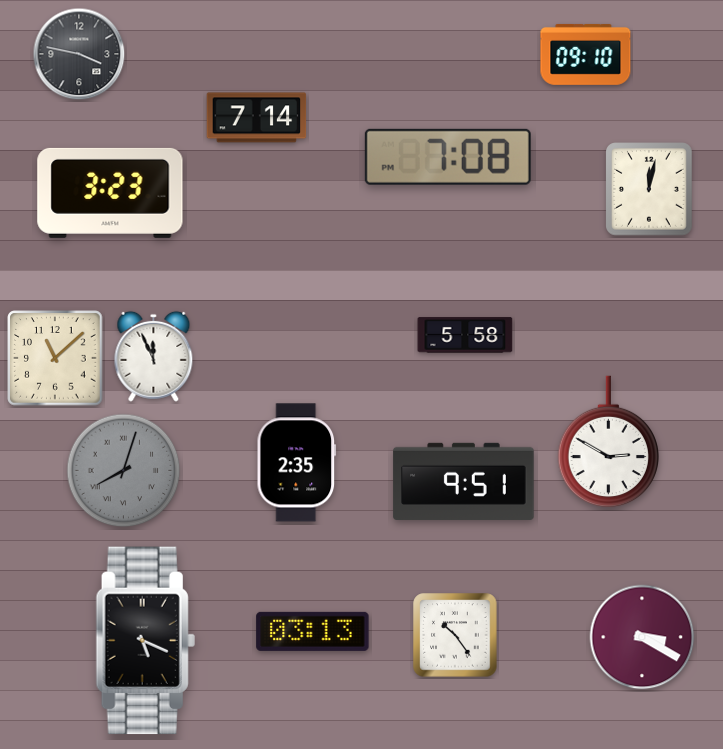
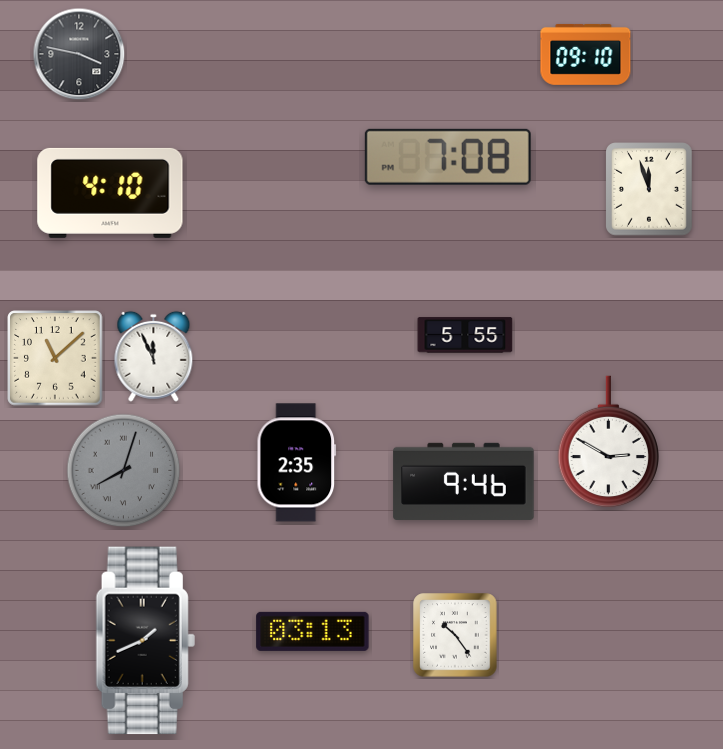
clock at (257, 118): 7:14 -> none
clock at (649, 189): 12:02 -> 11:57
clock at (110, 193): 3:23 -> 4:10
clock at (465, 335): 5:58 -> 5:55
clock at (464, 481): 9:51 -> 9:46
clock at (642, 637): 3:20 -> none
clock at (145, 641): 5:19 -> 1:41
